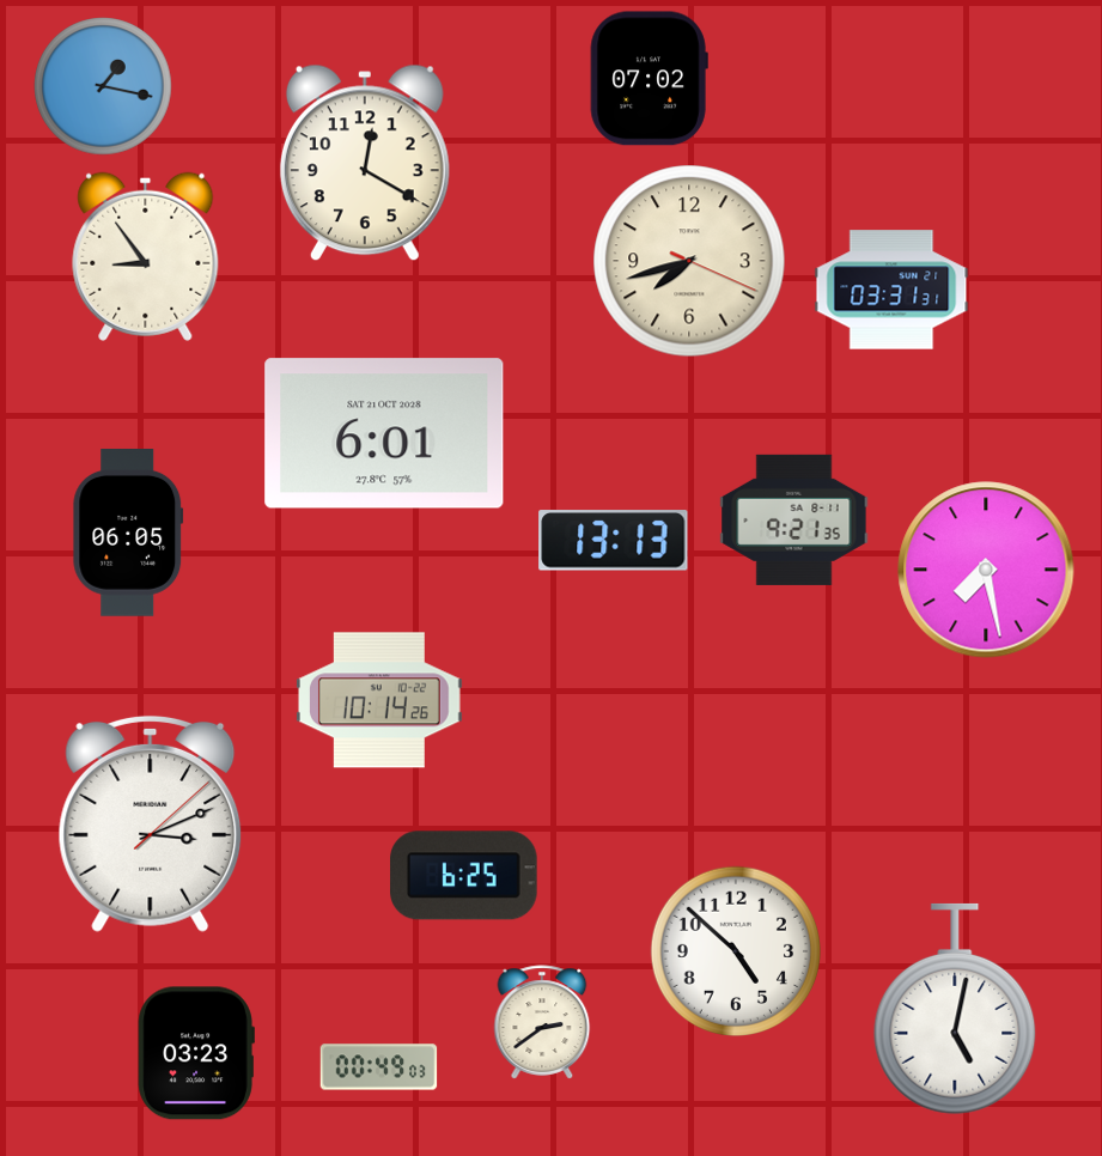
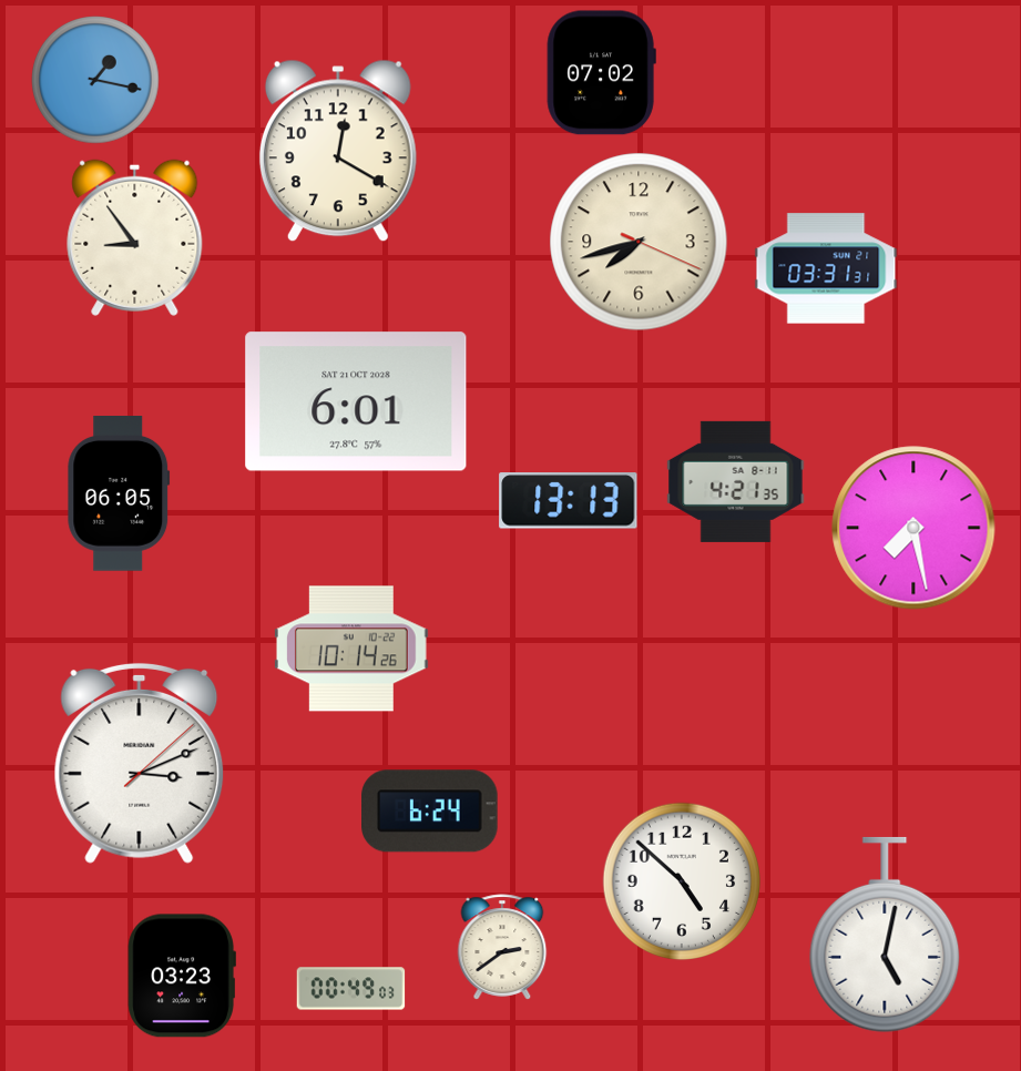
clock at (794, 519): 9:21 -> 4:21
clock at (464, 876): 6:25 -> 6:24
